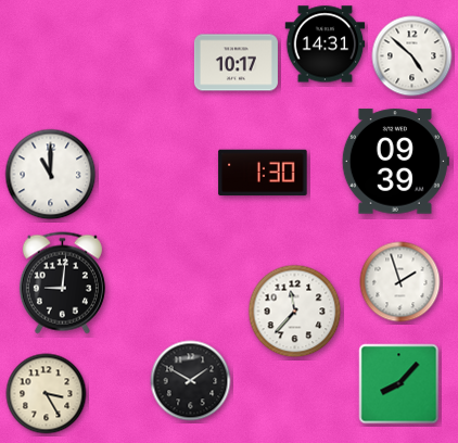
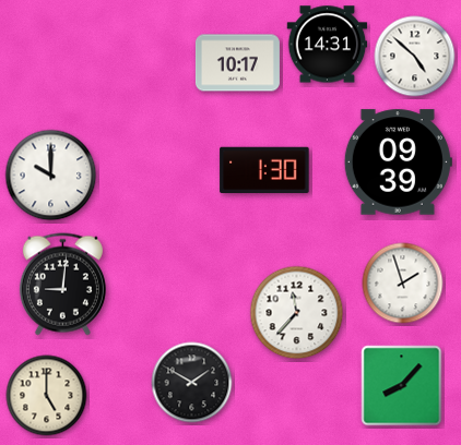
clock at (263, 173) position: (263, 173) -> (264, 170)
clock at (51, 175): 11:00 -> 10:00
clock at (47, 394): 3:25 -> 5:00
